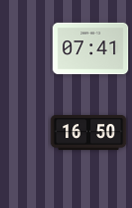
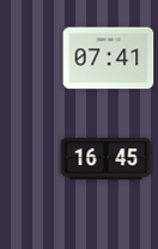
clock at (89, 133): 16:50 -> 16:45
